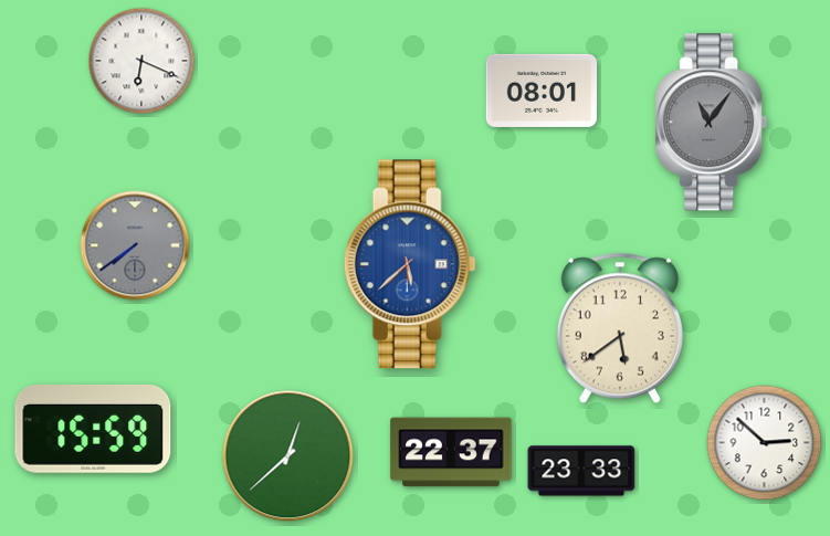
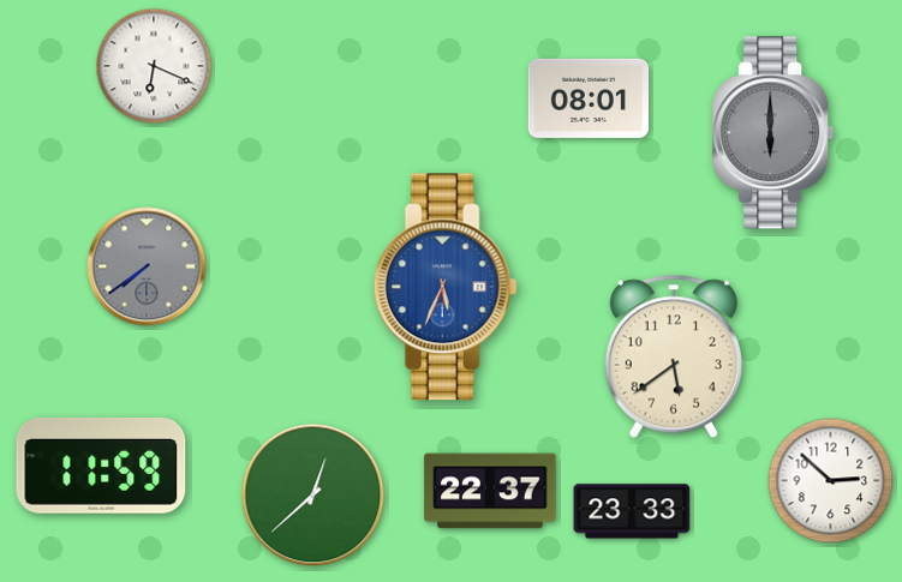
clock at (712, 123): 11:06 -> 6:00
clock at (410, 264): 5:38 -> 5:34
clock at (93, 429): 15:59 -> 11:59
